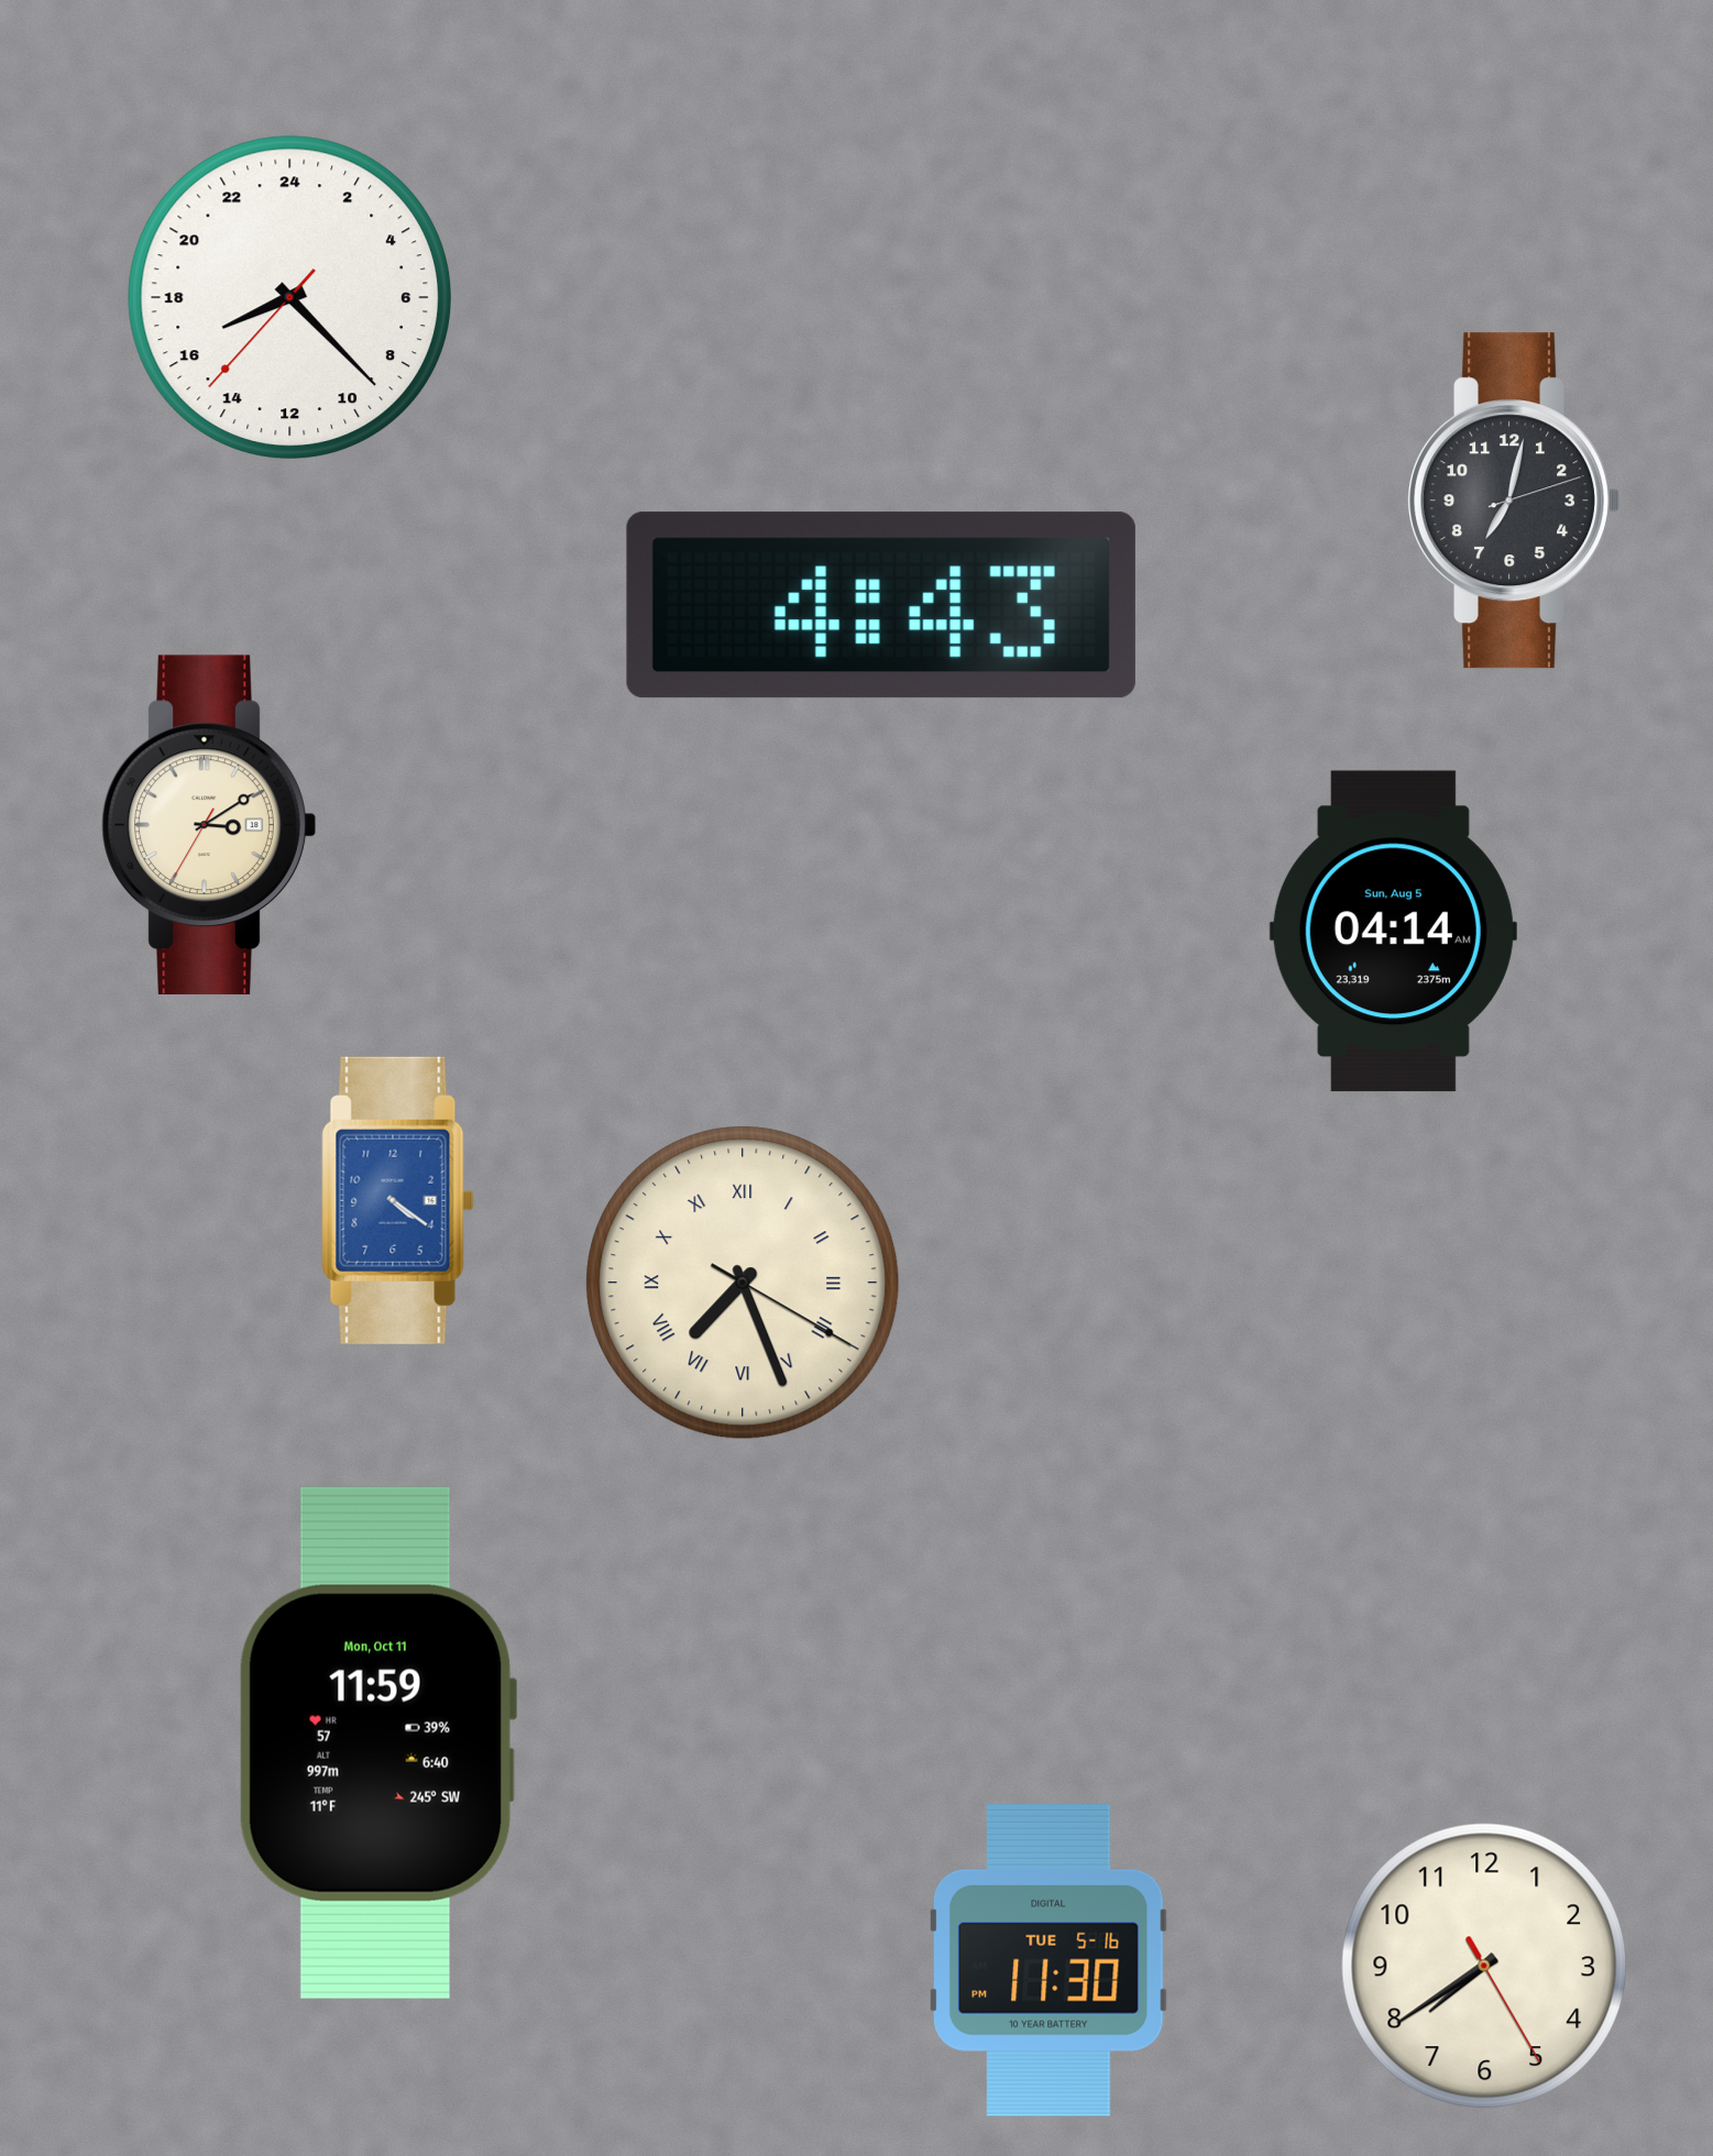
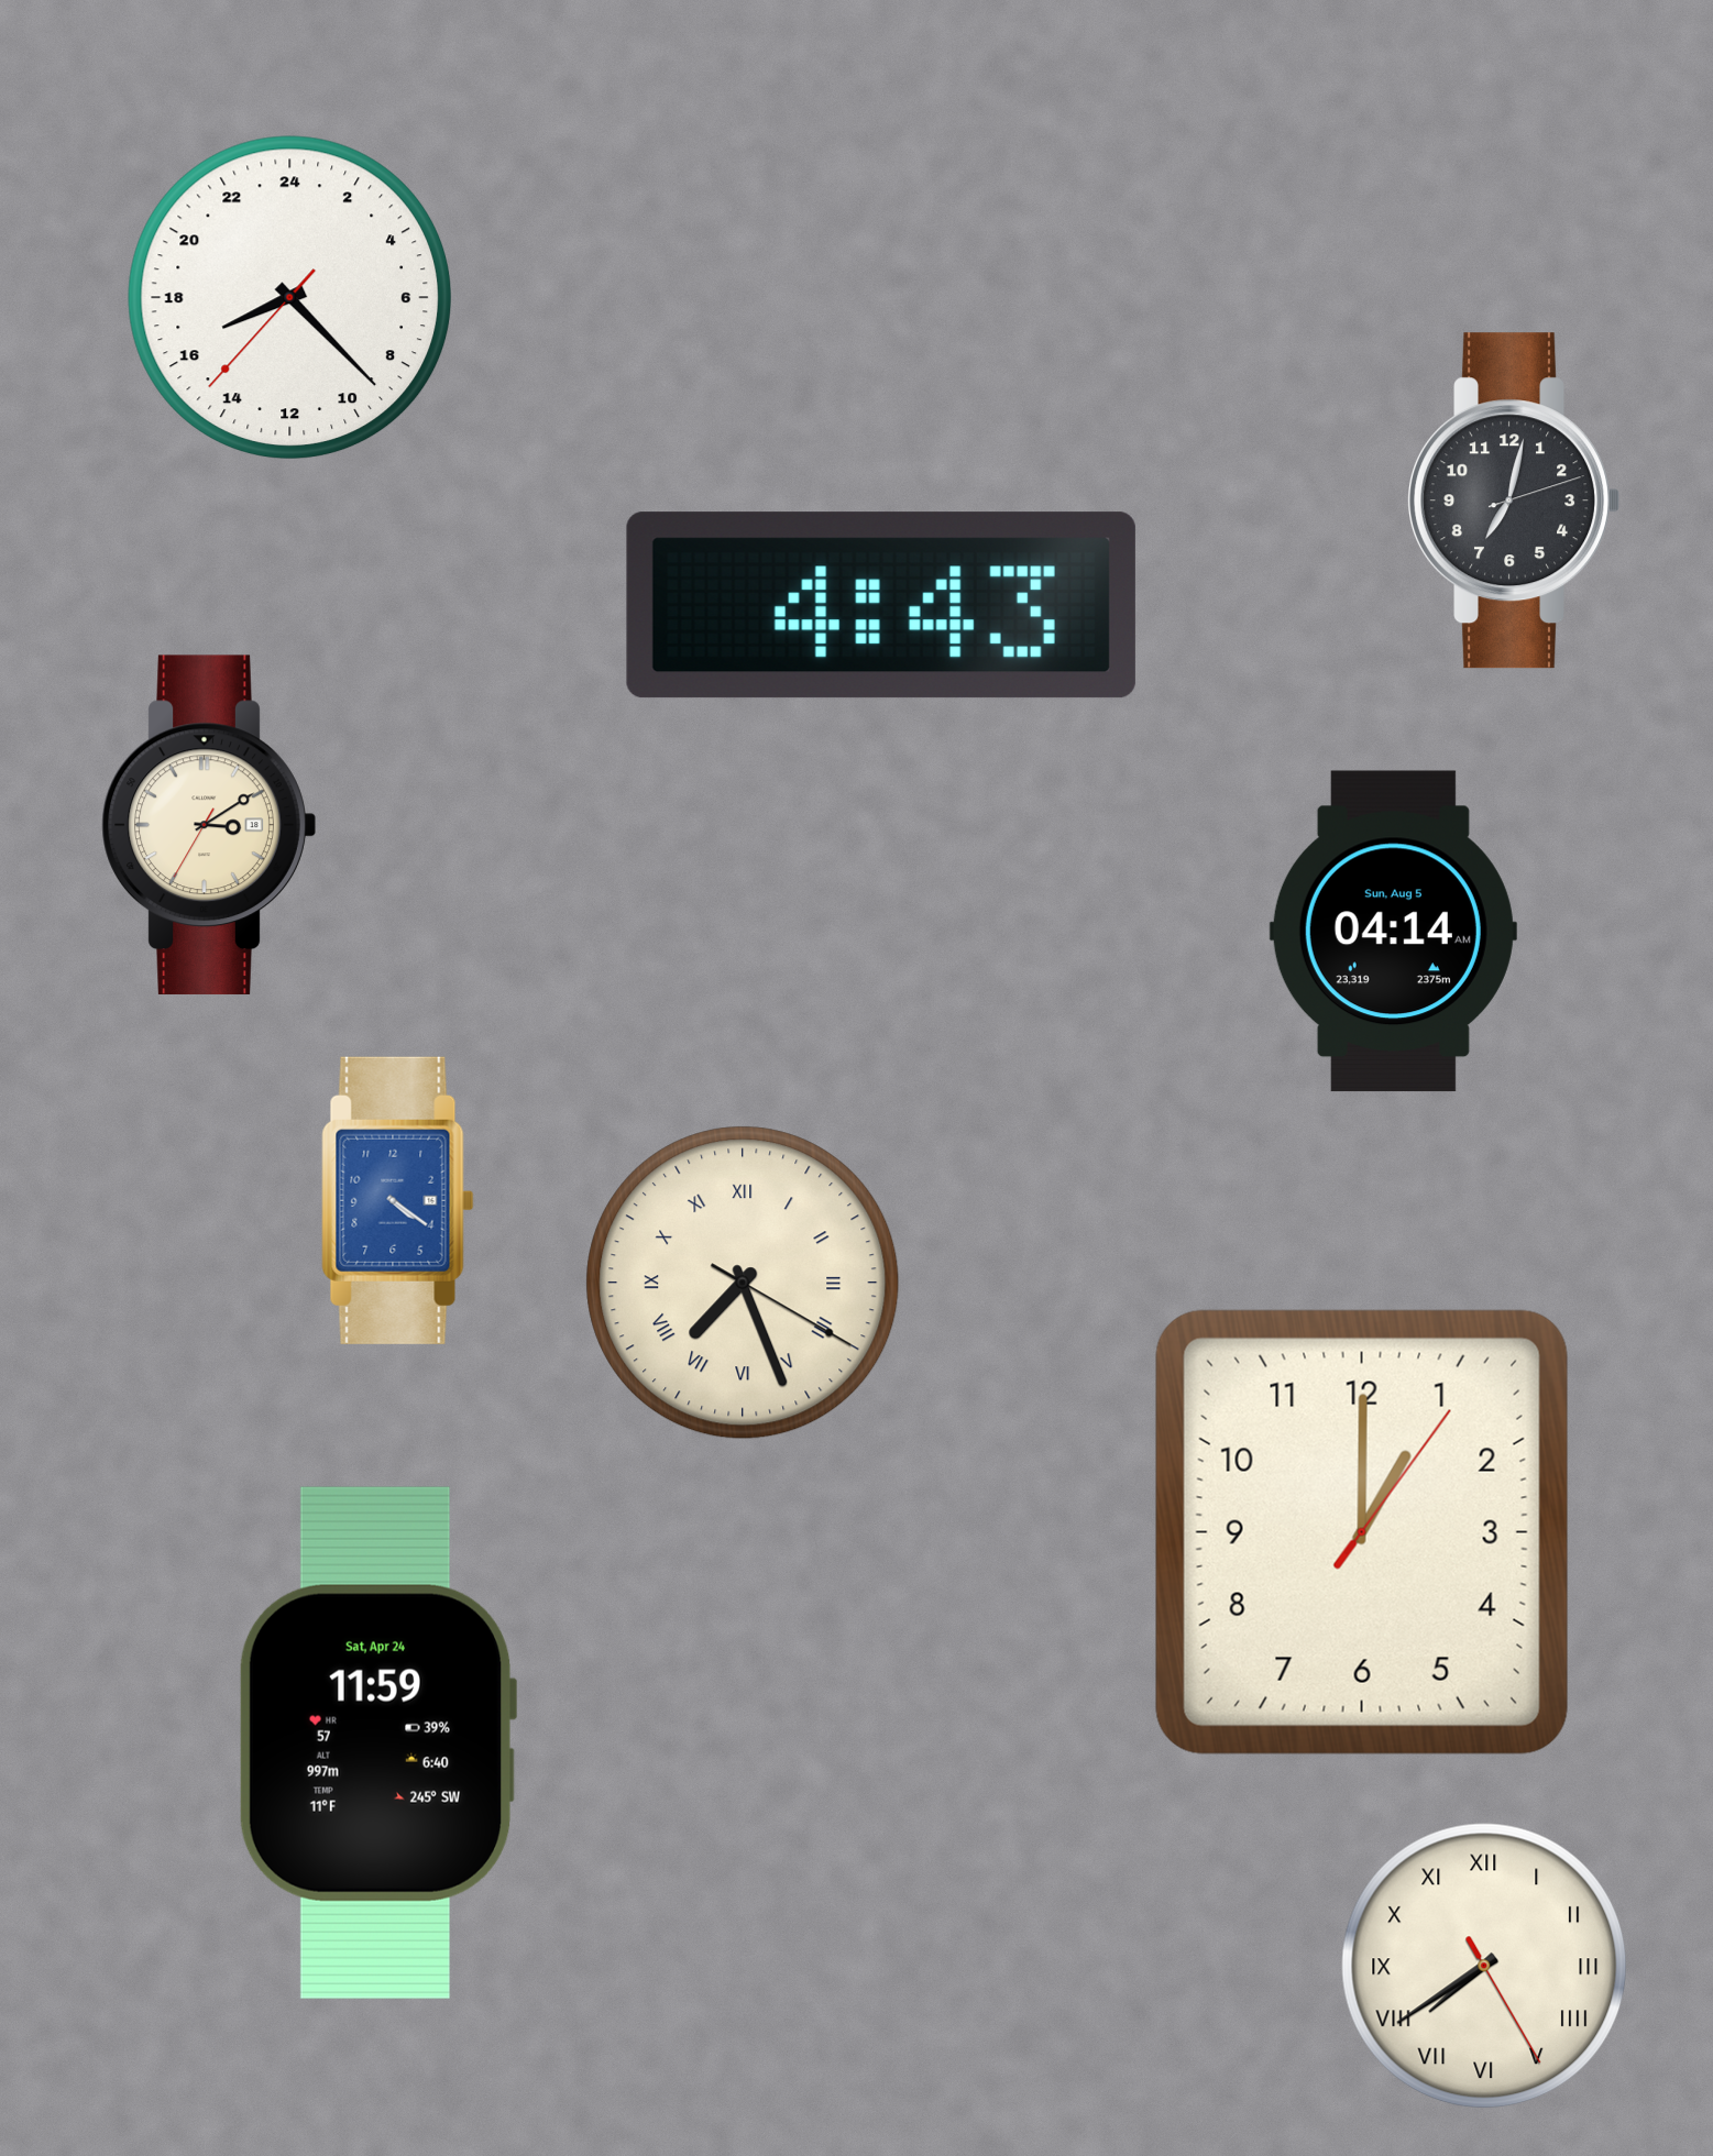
clock at (1362, 1532): none -> 1:00
clock at (377, 1742) date: Mon, Oct 11 -> Sat, Apr 24
clock at (1048, 1960): 11:30 -> none
clock at (1484, 1966) numerals: Arabic -> Roman
